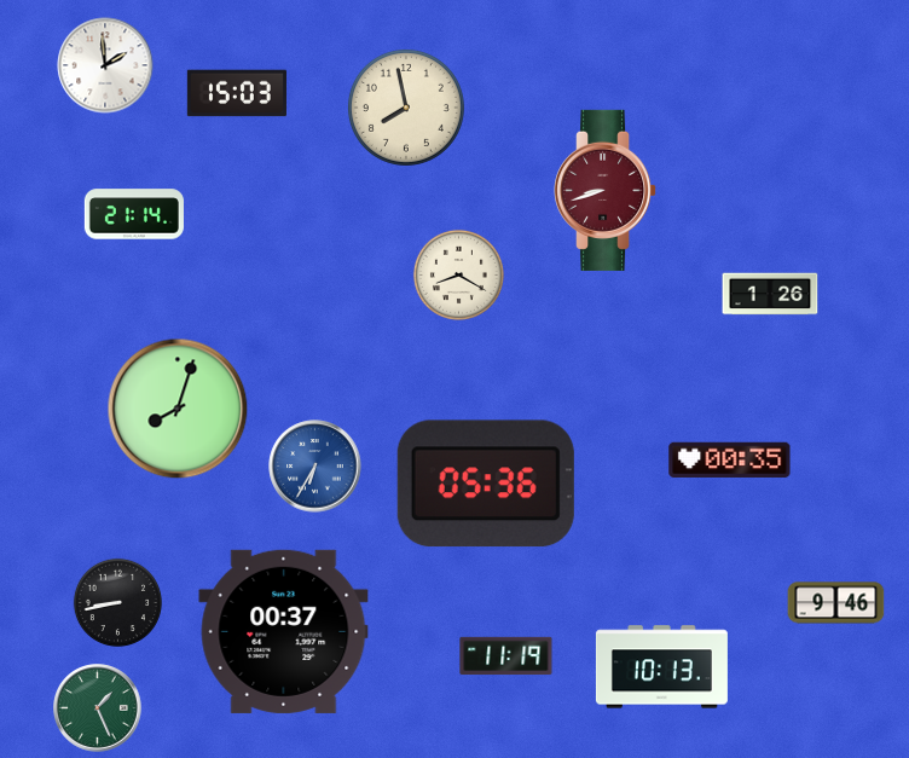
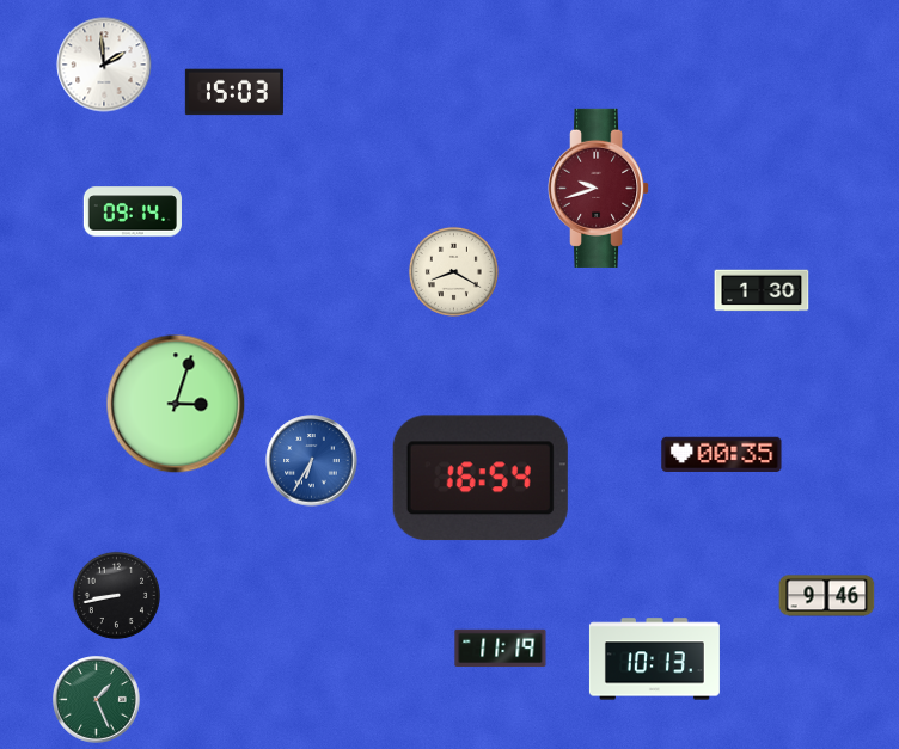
clock at (406, 108): 7:58 -> none
clock at (607, 190): 8:42 -> 9:42
clock at (134, 214): 21:14 -> 09:14
clock at (770, 294): 1:26 -> 1:30
clock at (178, 409): 8:03 -> 3:03
clock at (486, 484): 05:36 -> 16:54
clock at (284, 631): 00:37 -> none
